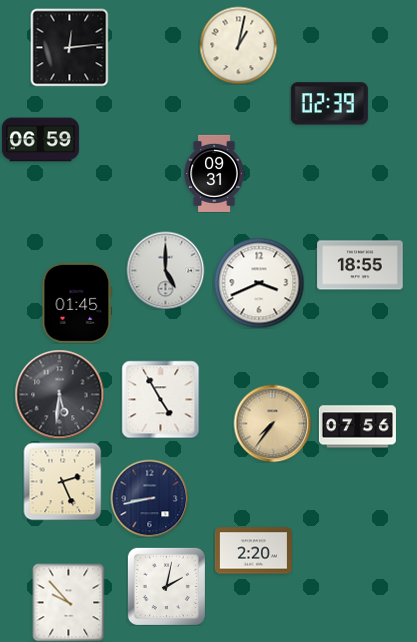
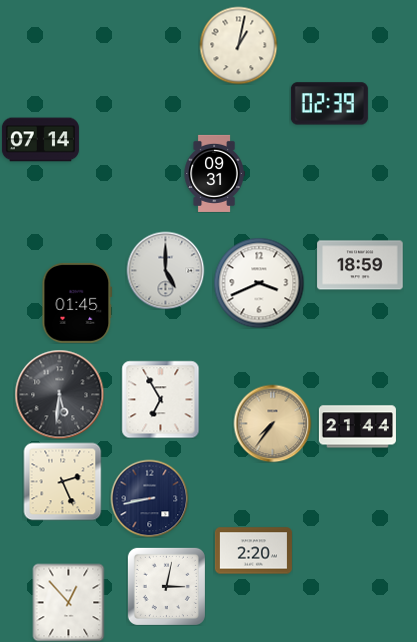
clock at (69, 47): 12:14 -> none
clock at (40, 140): 06:59 -> 07:14
clock at (360, 265): 18:55 -> 18:59
clock at (160, 399): 4:55 -> 6:55
clock at (357, 427): 07:56 -> 21:44
clock at (166, 586): 2:02 -> 3:02
clock at (69, 602): 9:53 -> 12:53
